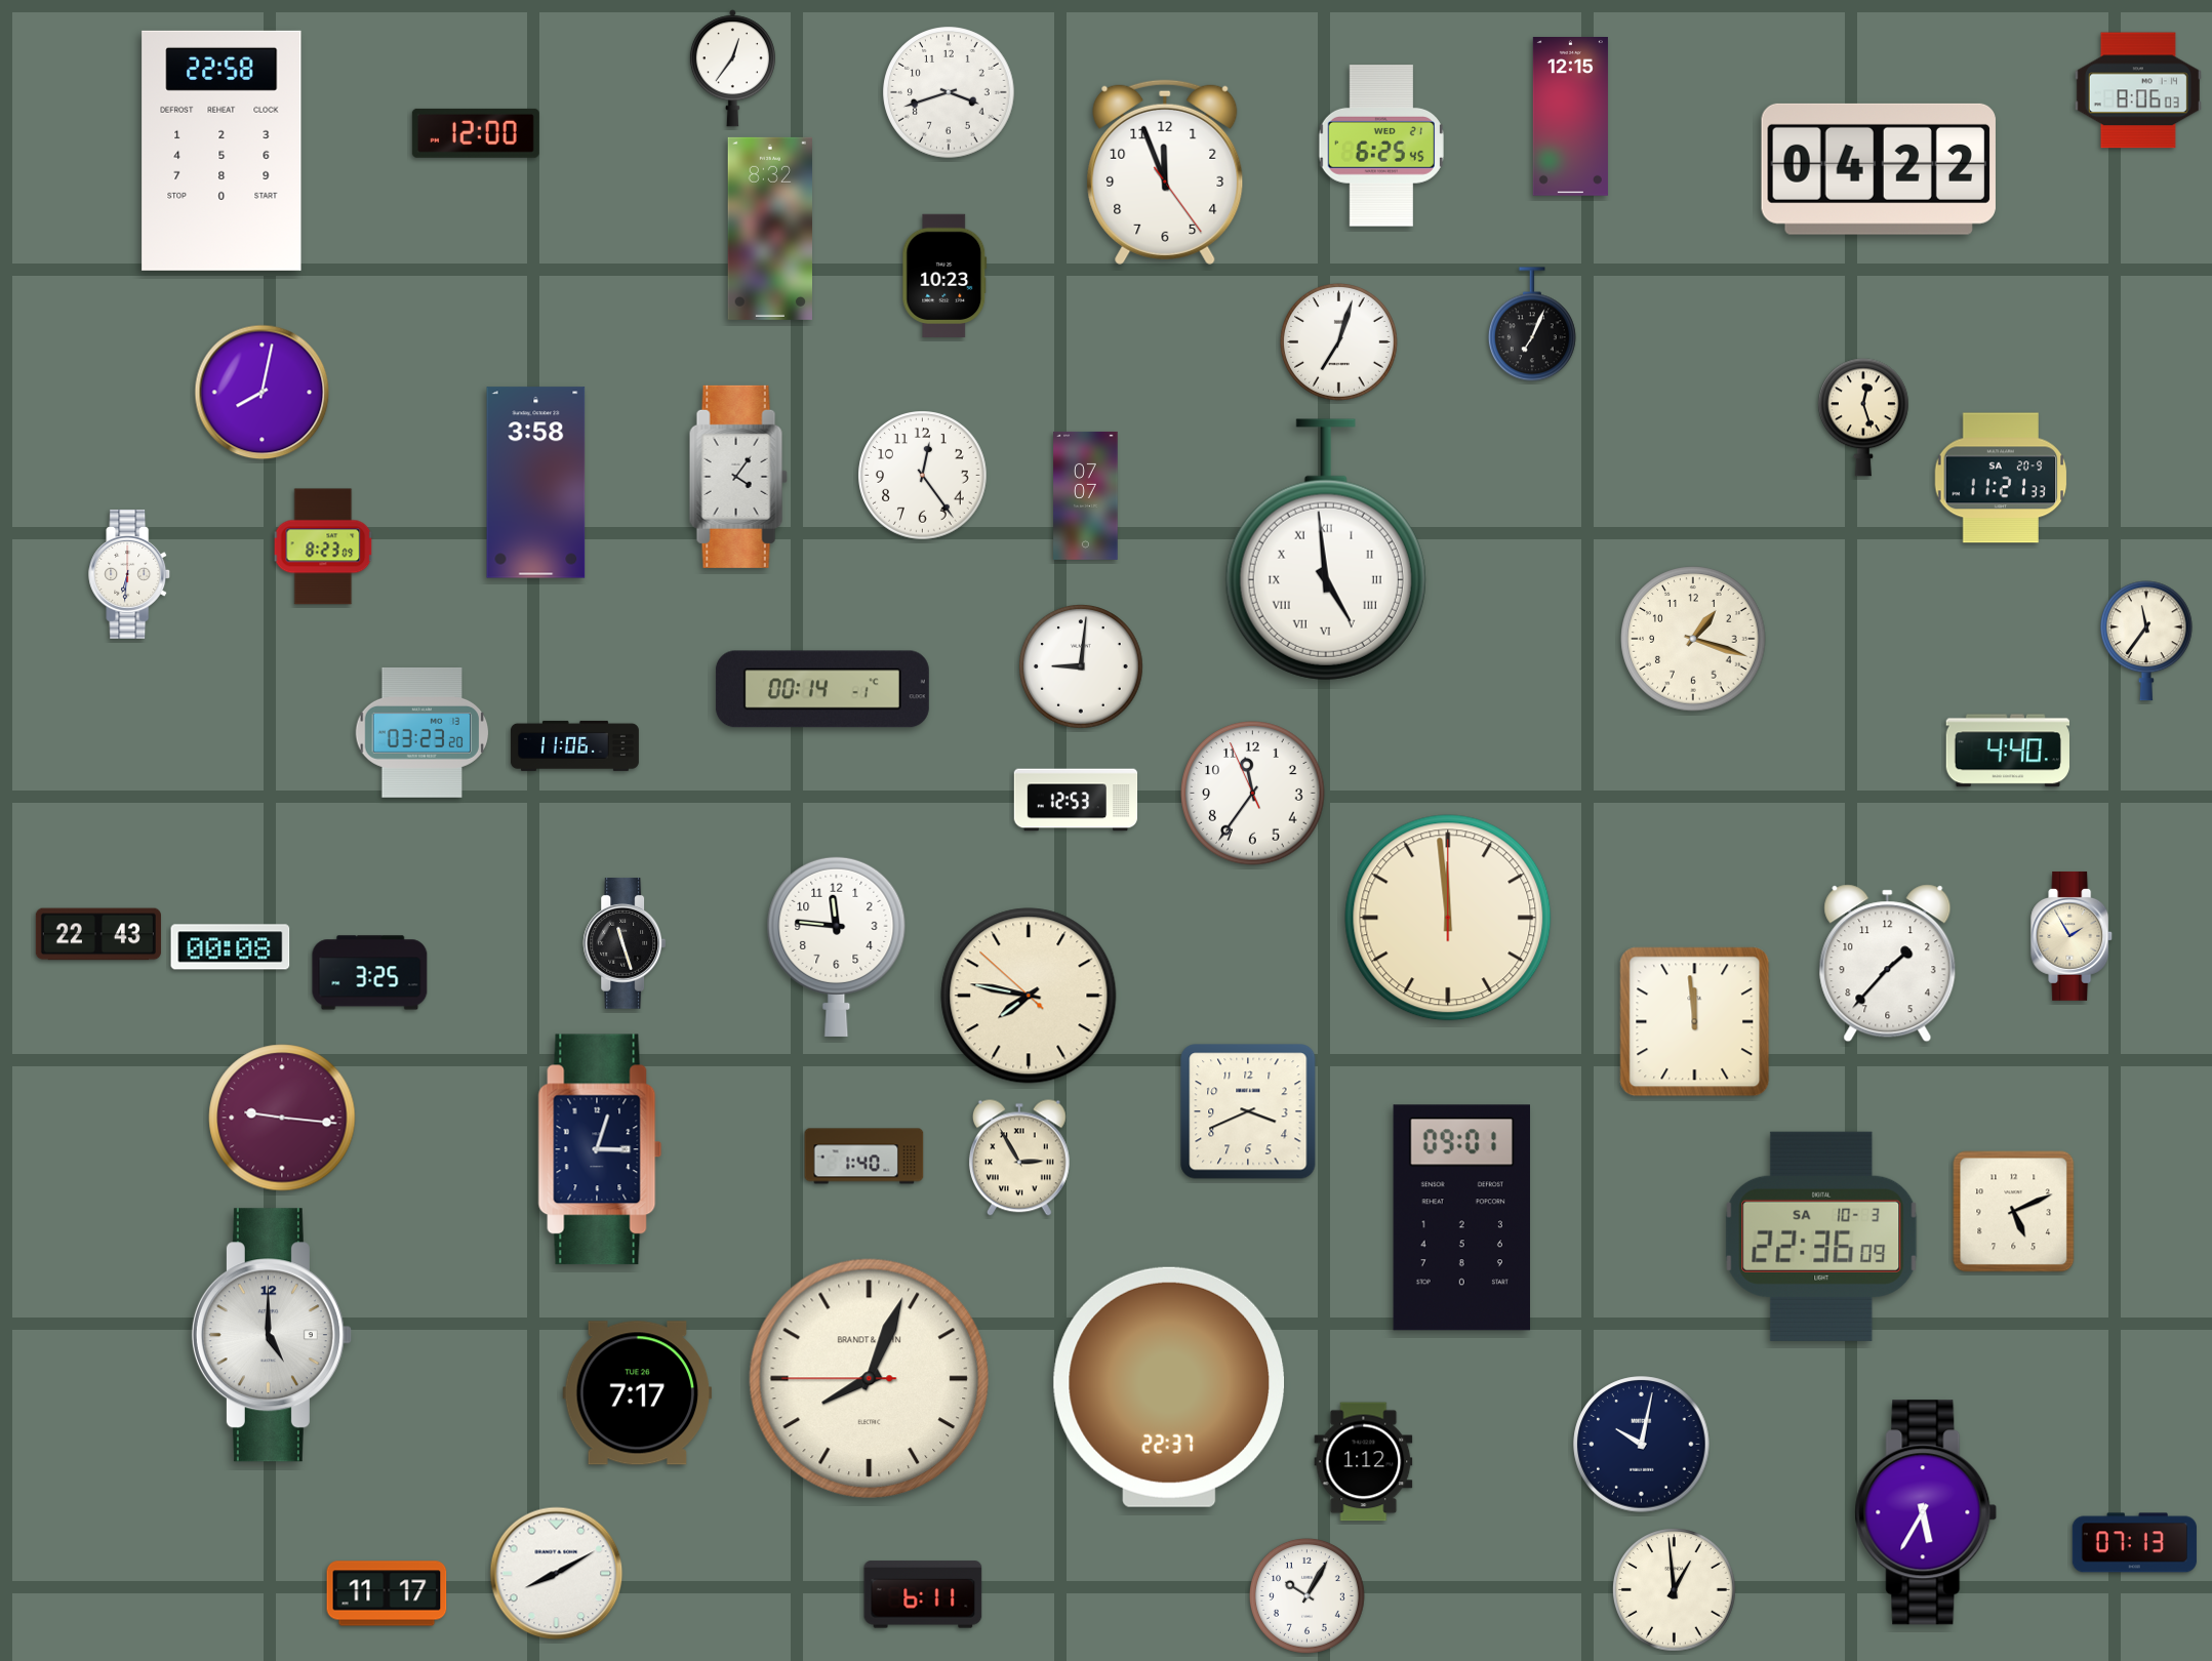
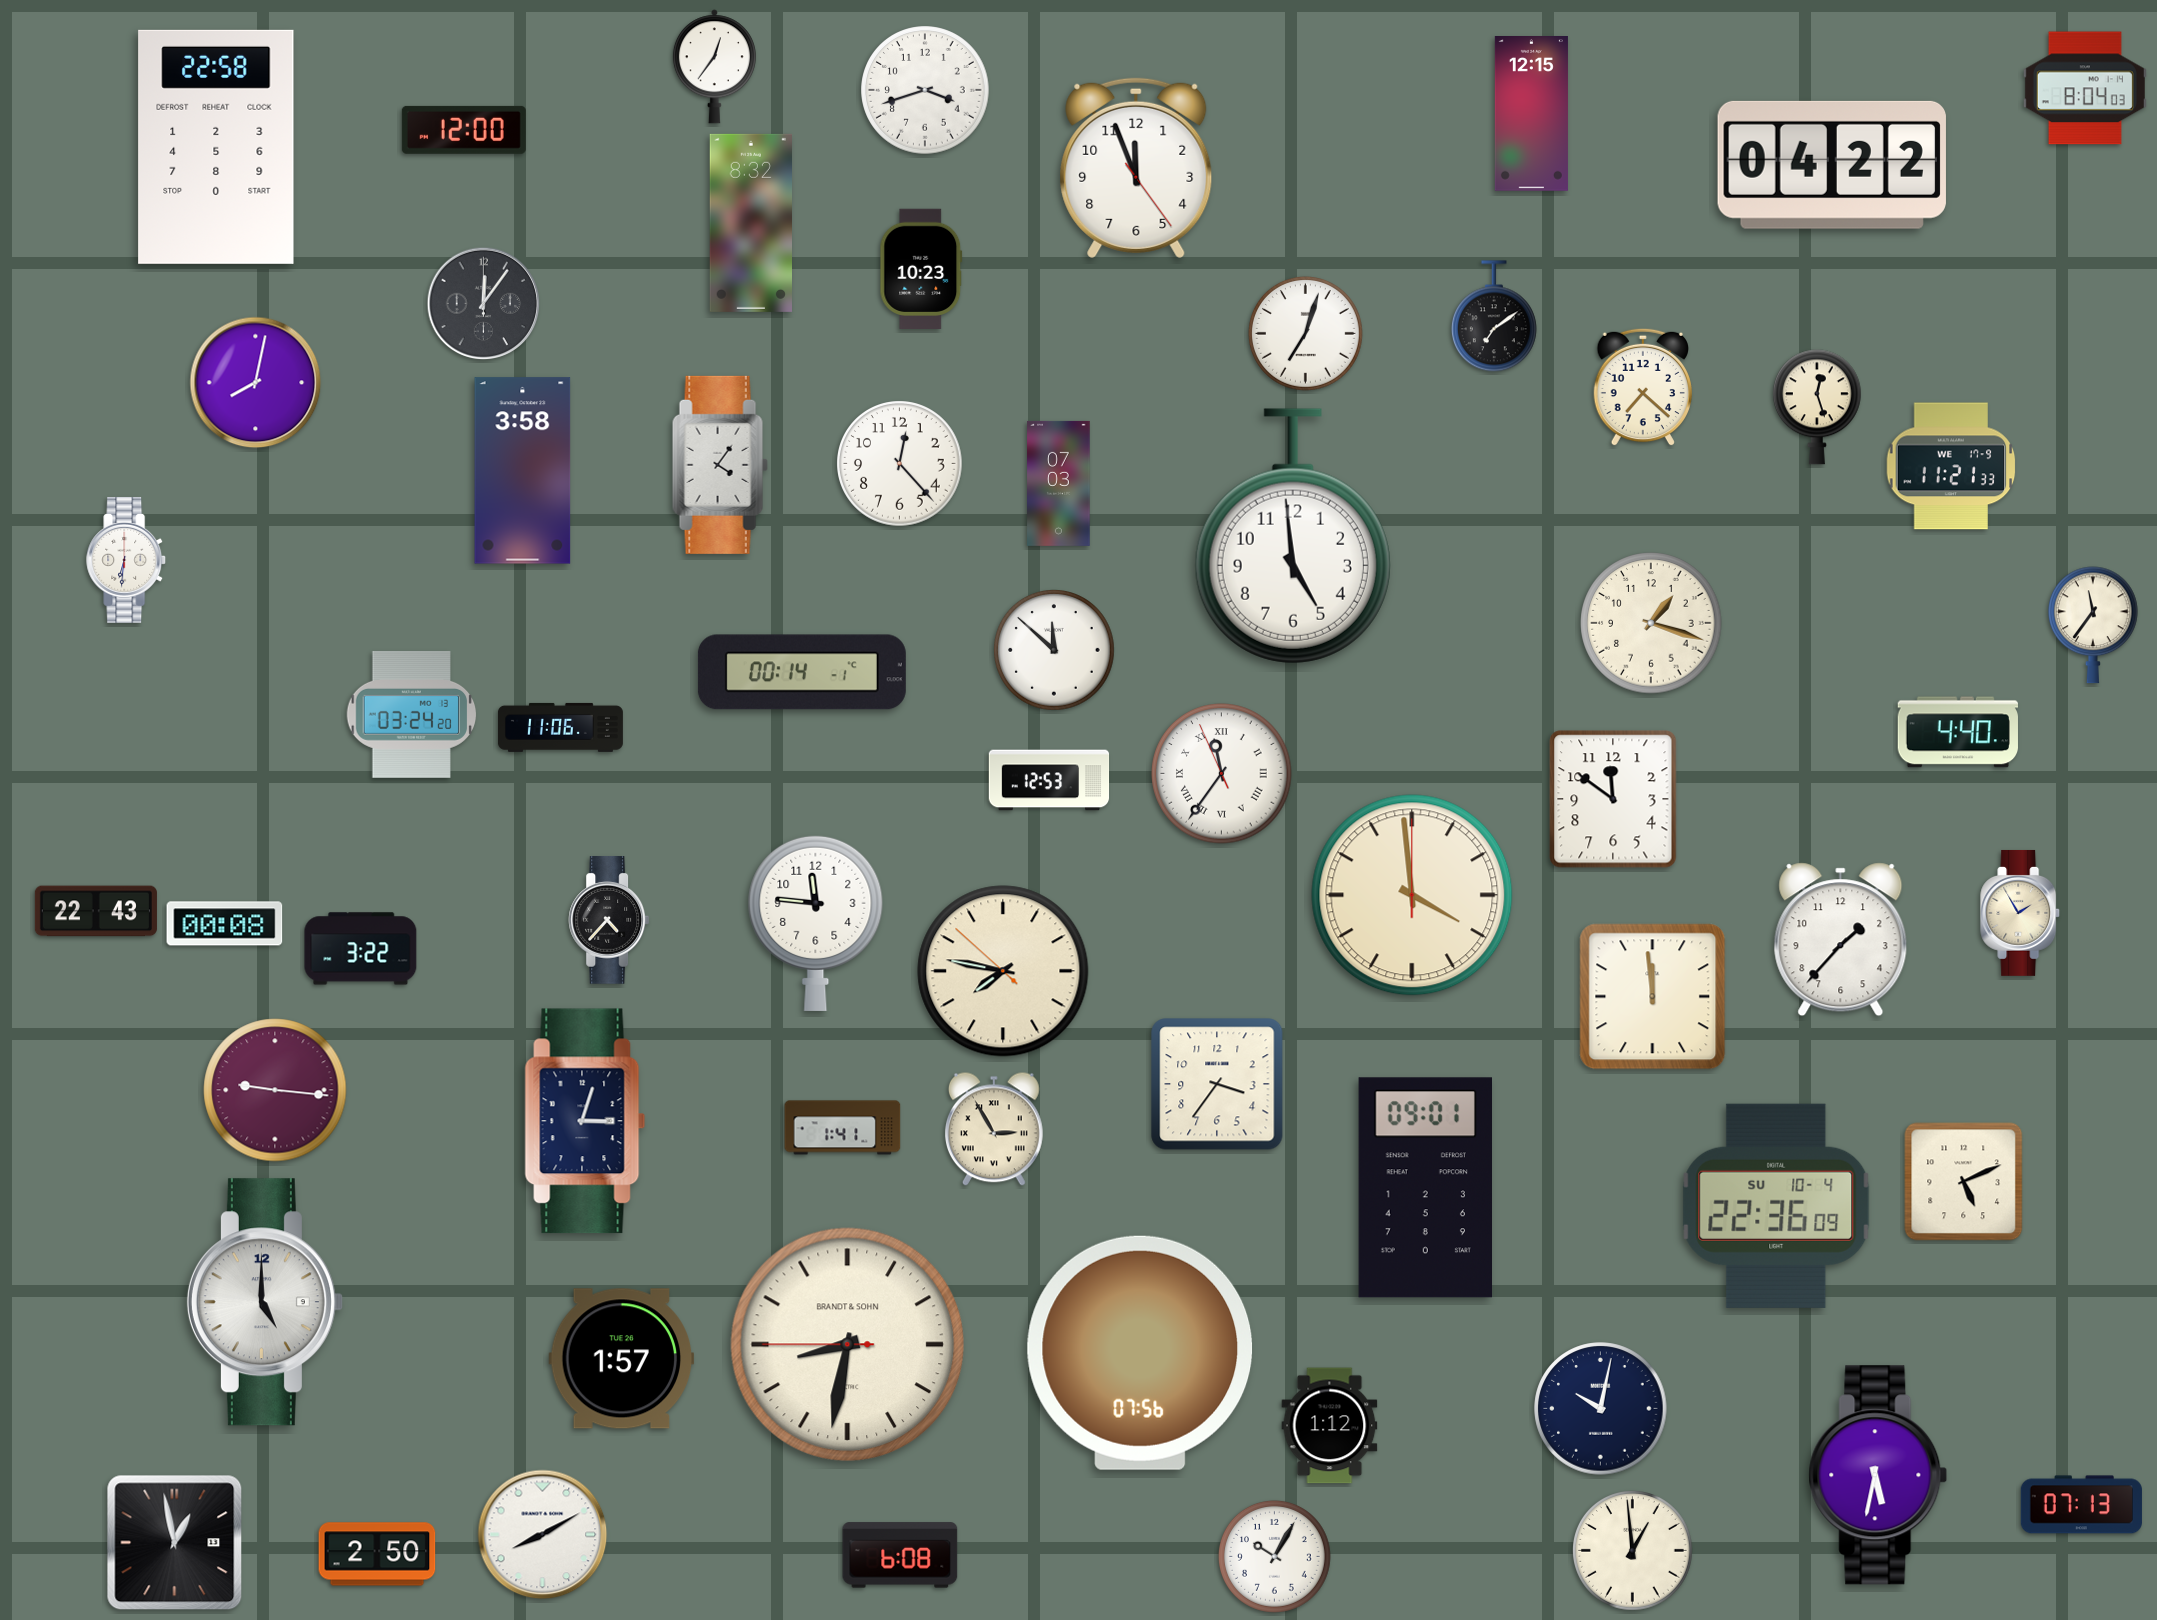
clock at (2138, 90): 8:06 -> 8:04
clock at (1381, 146): 6:25 -> none
clock at (484, 304): none -> 12:06
clock at (1532, 325): 7:04 -> 7:09
clock at (1642, 387): none -> 7:22
clock at (923, 476): 12:24 -> 12:23
clock at (2001, 478) date: SA 20-9 -> WE 17-9
clock at (1086, 495): 07:07 -> 07:03
clock at (323, 546): 8:23 -> none
clock at (1326, 550) numerals: Roman -> Arabic
clock at (1082, 667): 9:01 -> 11:52
clock at (423, 732): 03:23 -> 03:24
clock at (1253, 794) numerals: Arabic -> Roman
clock at (1613, 799): none -> 11:51
clock at (1448, 918): 11:59 -> 3:59
clock at (625, 943): 11:27 -> 4:37
clock at (370, 973): 3:25 -> 3:22
clock at (1248, 1111): 3:41 -> 3:36
clock at (864, 1157): 1:40 -> 1:41
clock at (1821, 1237) date: SA 10-3 -> SU 10-4
clock at (870, 1379): 8:03 -> 8:31
clock at (1169, 1387): 22:37 -> 07:56
clock at (638, 1393): 7:17 -> 1:57
clock at (1926, 1512): 5:35 -> 5:32
clock at (175, 1543): none -> 12:58
clock at (387, 1593): 11:17 -> 2:50
clock at (923, 1594): 6:11 -> 6:08
